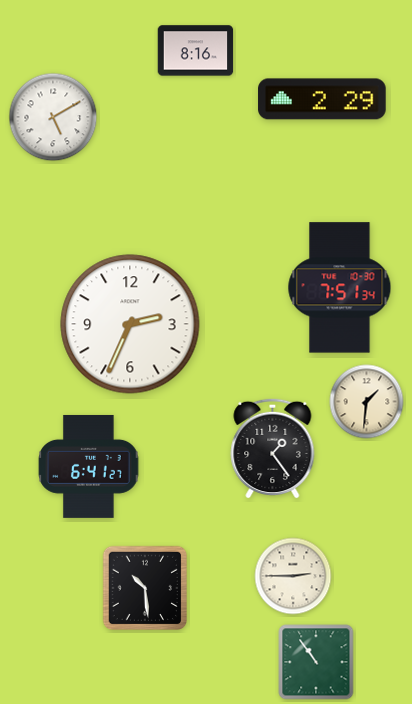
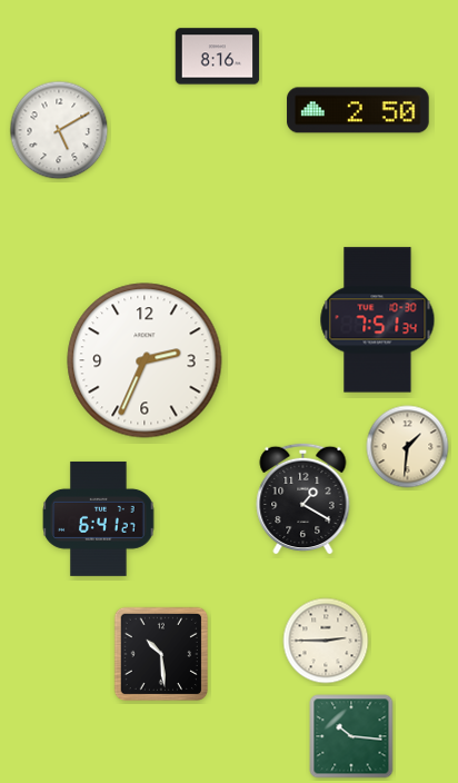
clock at (322, 99): 2:29 -> 2:50
clock at (273, 448): 1:24 -> 1:20
clock at (316, 662): 10:54 -> 10:16
